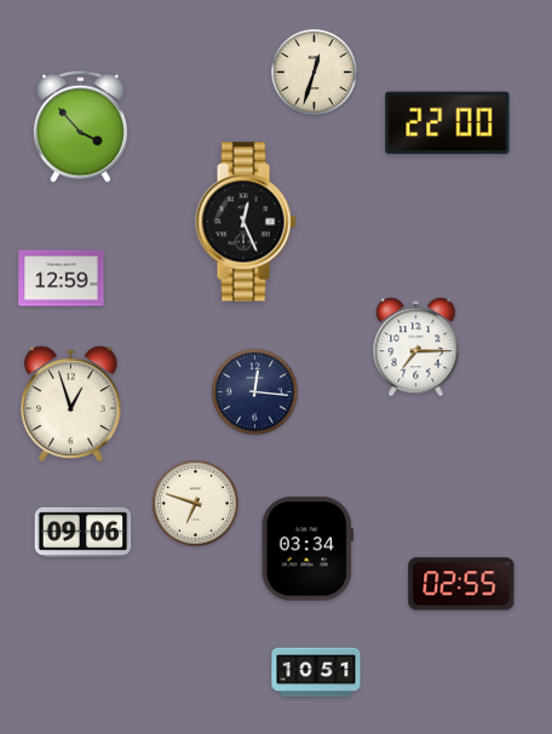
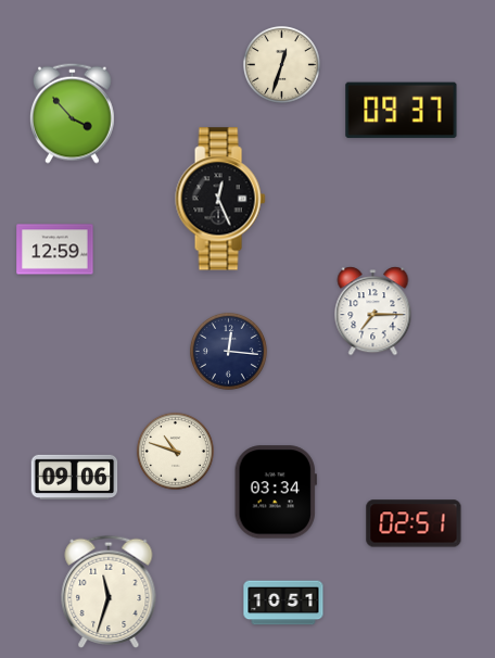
clock at (448, 124): 22:00 -> 09:37
clock at (71, 405): 12:57 -> none
clock at (195, 503): 6:48 -> 10:48
clock at (461, 584): 02:55 -> 02:51
clock at (109, 592): none -> 11:33
